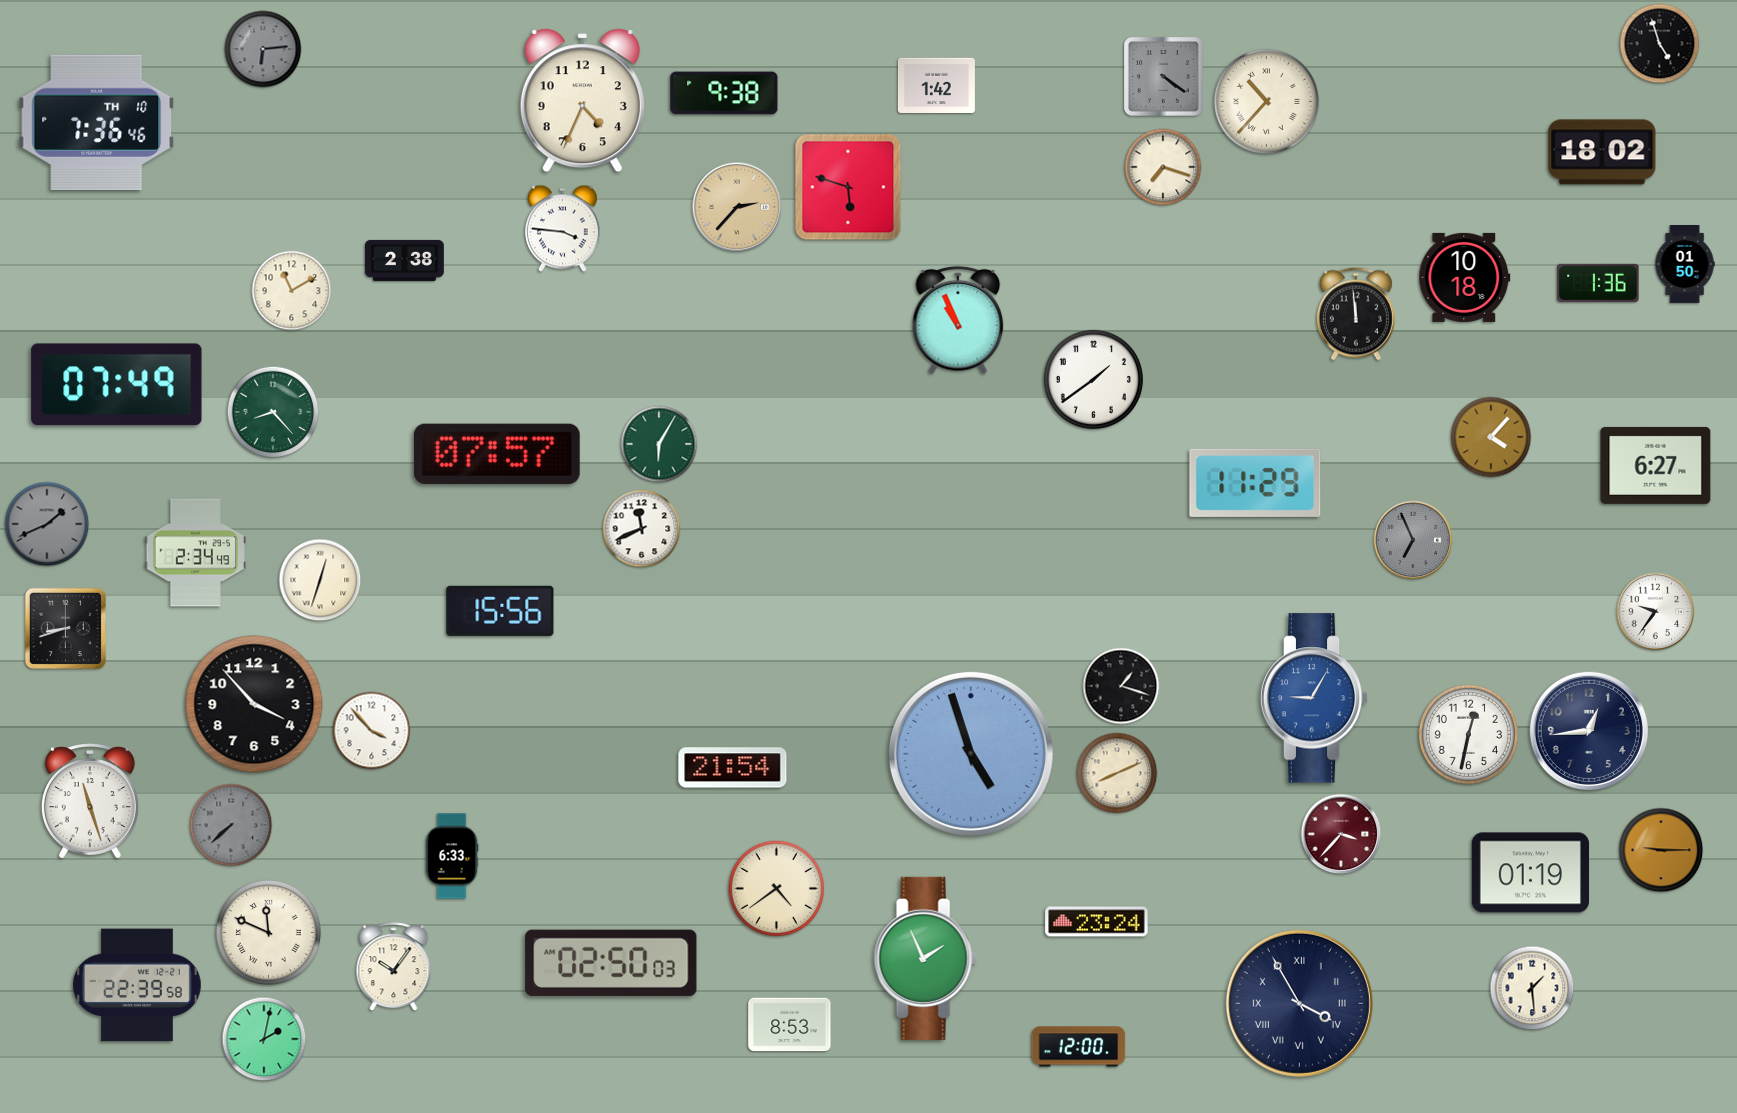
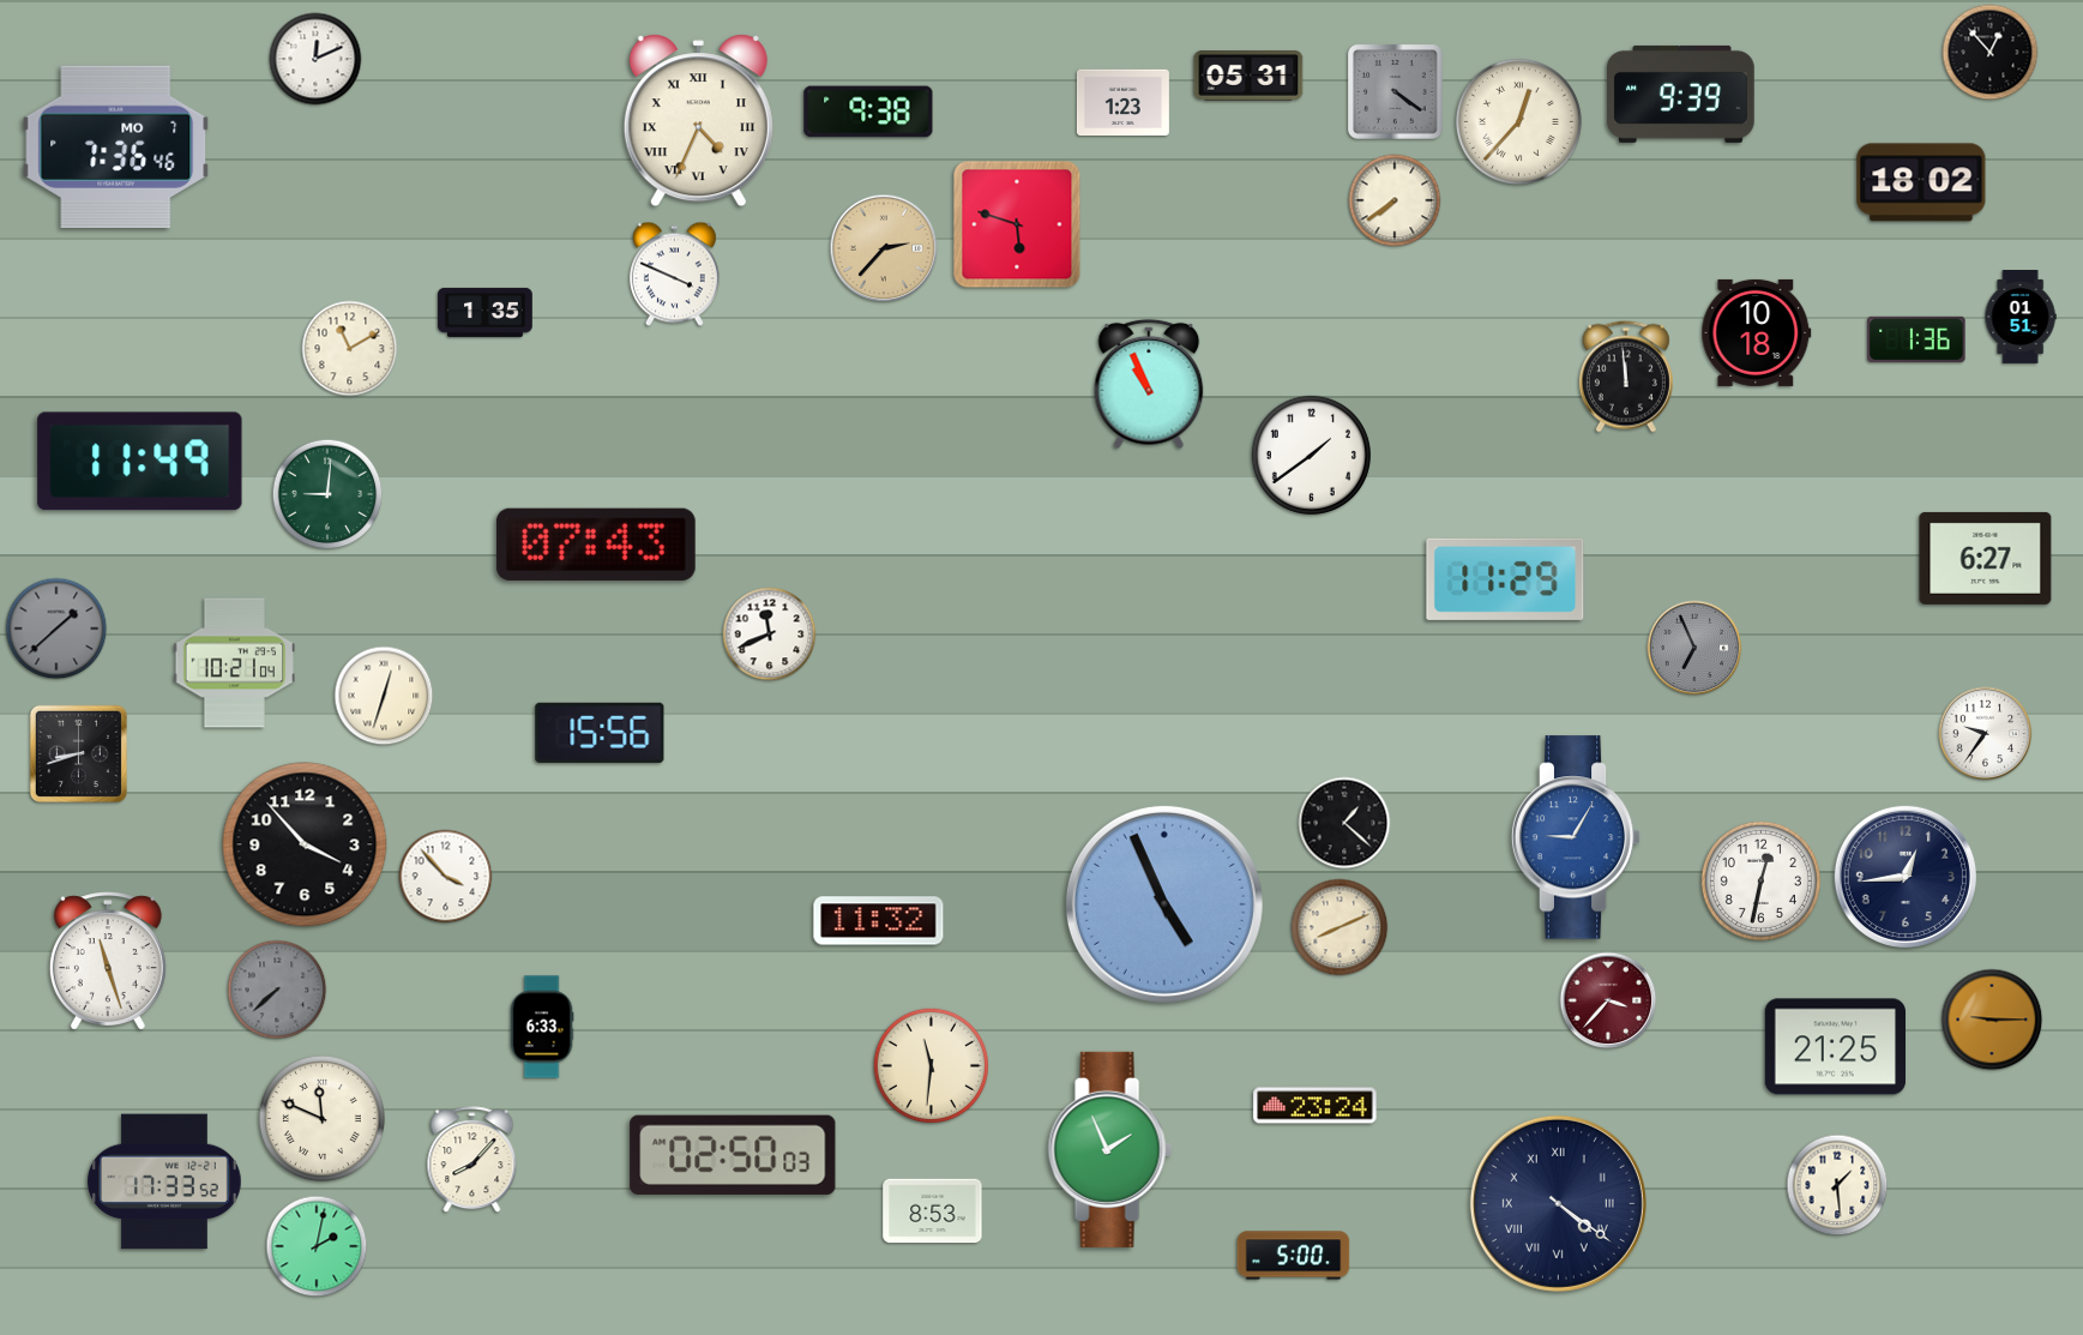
clock at (1660, 44): 4:57 -> 12:53
clock at (263, 49): 6:14 -> 12:11
clock at (263, 49) dial: grey -> white
clock at (1248, 77): none -> 05:31
clock at (1681, 94): none -> 9:39
clock at (936, 85): 1:42 -> 1:23
clock at (582, 101) numerals: Arabic -> Roman
clock at (1266, 101): 10:37 -> 12:37
clock at (97, 122) date: TH 10 -> MO 7
clock at (1163, 167): 7:18 -> 7:39
clock at (562, 229): 3:46 -> 3:49
clock at (405, 260): 2:38 -> 1:35
clock at (1685, 265): 01:50 -> 01:51
clock at (117, 385): 07:49 -> 11:49
clock at (273, 412): 8:23 -> 9:01
clock at (1491, 437): 4:07 -> none
clock at (659, 444): 6:05 -> none
clock at (497, 454): 07:57 -> 07:43
clock at (47, 524): 1:41 -> 1:38
clock at (195, 553): 2:34 -> 10:21
clock at (1121, 686): 1:18 -> 1:22
clock at (971, 754): 4:57 -> 4:56
clock at (733, 768): 21:54 -> 11:32
clock at (1530, 873): 01:19 -> 21:25
clock at (776, 888): 4:39 -> 11:31
clock at (394, 967): 10:06 -> 8:07
clock at (138, 985): 22:39 -> 17:33
clock at (1299, 1003): 3:55 -> 4:21
clock at (790, 1025) position: (790, 1025) -> (933, 1211)
clock at (1079, 1047): 12:00 -> 5:00
